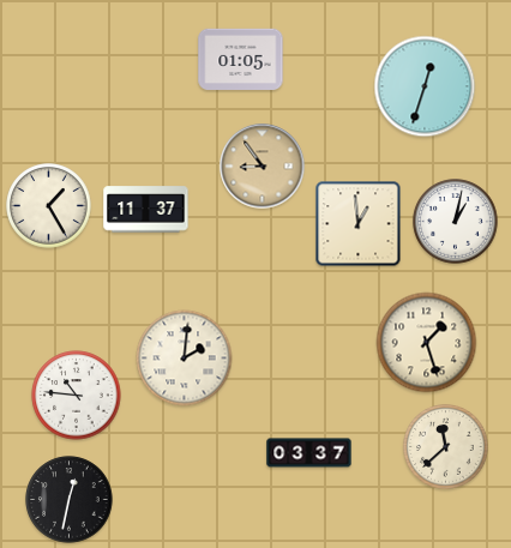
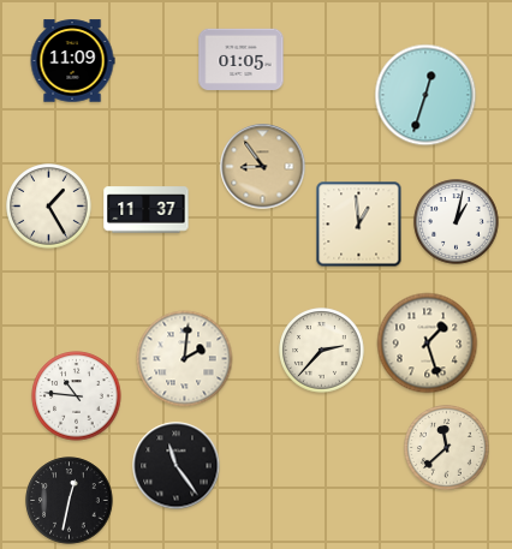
clock at (72, 61): none -> 11:09
clock at (425, 86) position: (425, 86) -> (425, 95)
clock at (322, 351): none -> 2:37
clock at (309, 453): 03:37 -> none
clock at (177, 466): none -> 11:24
